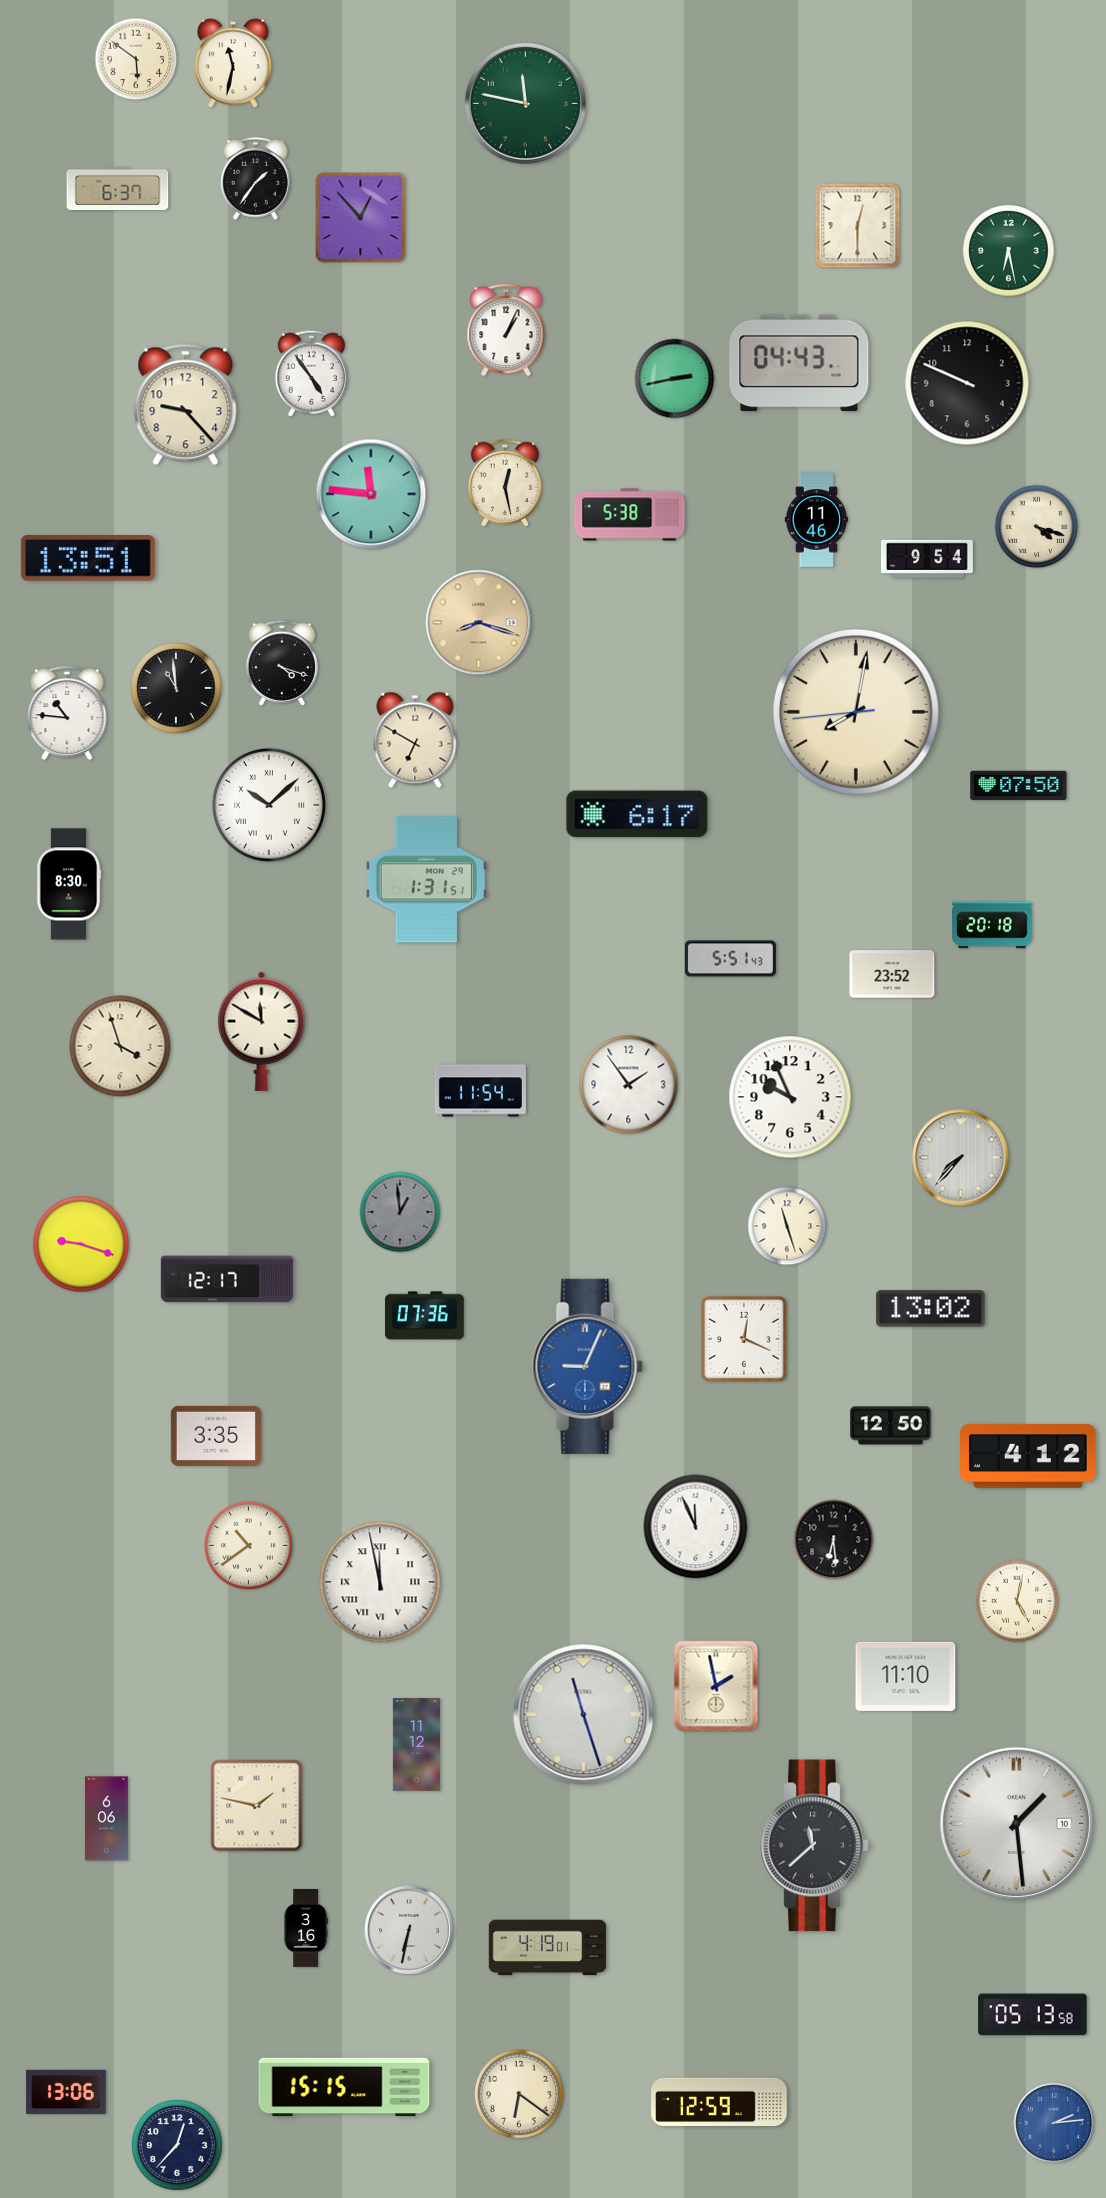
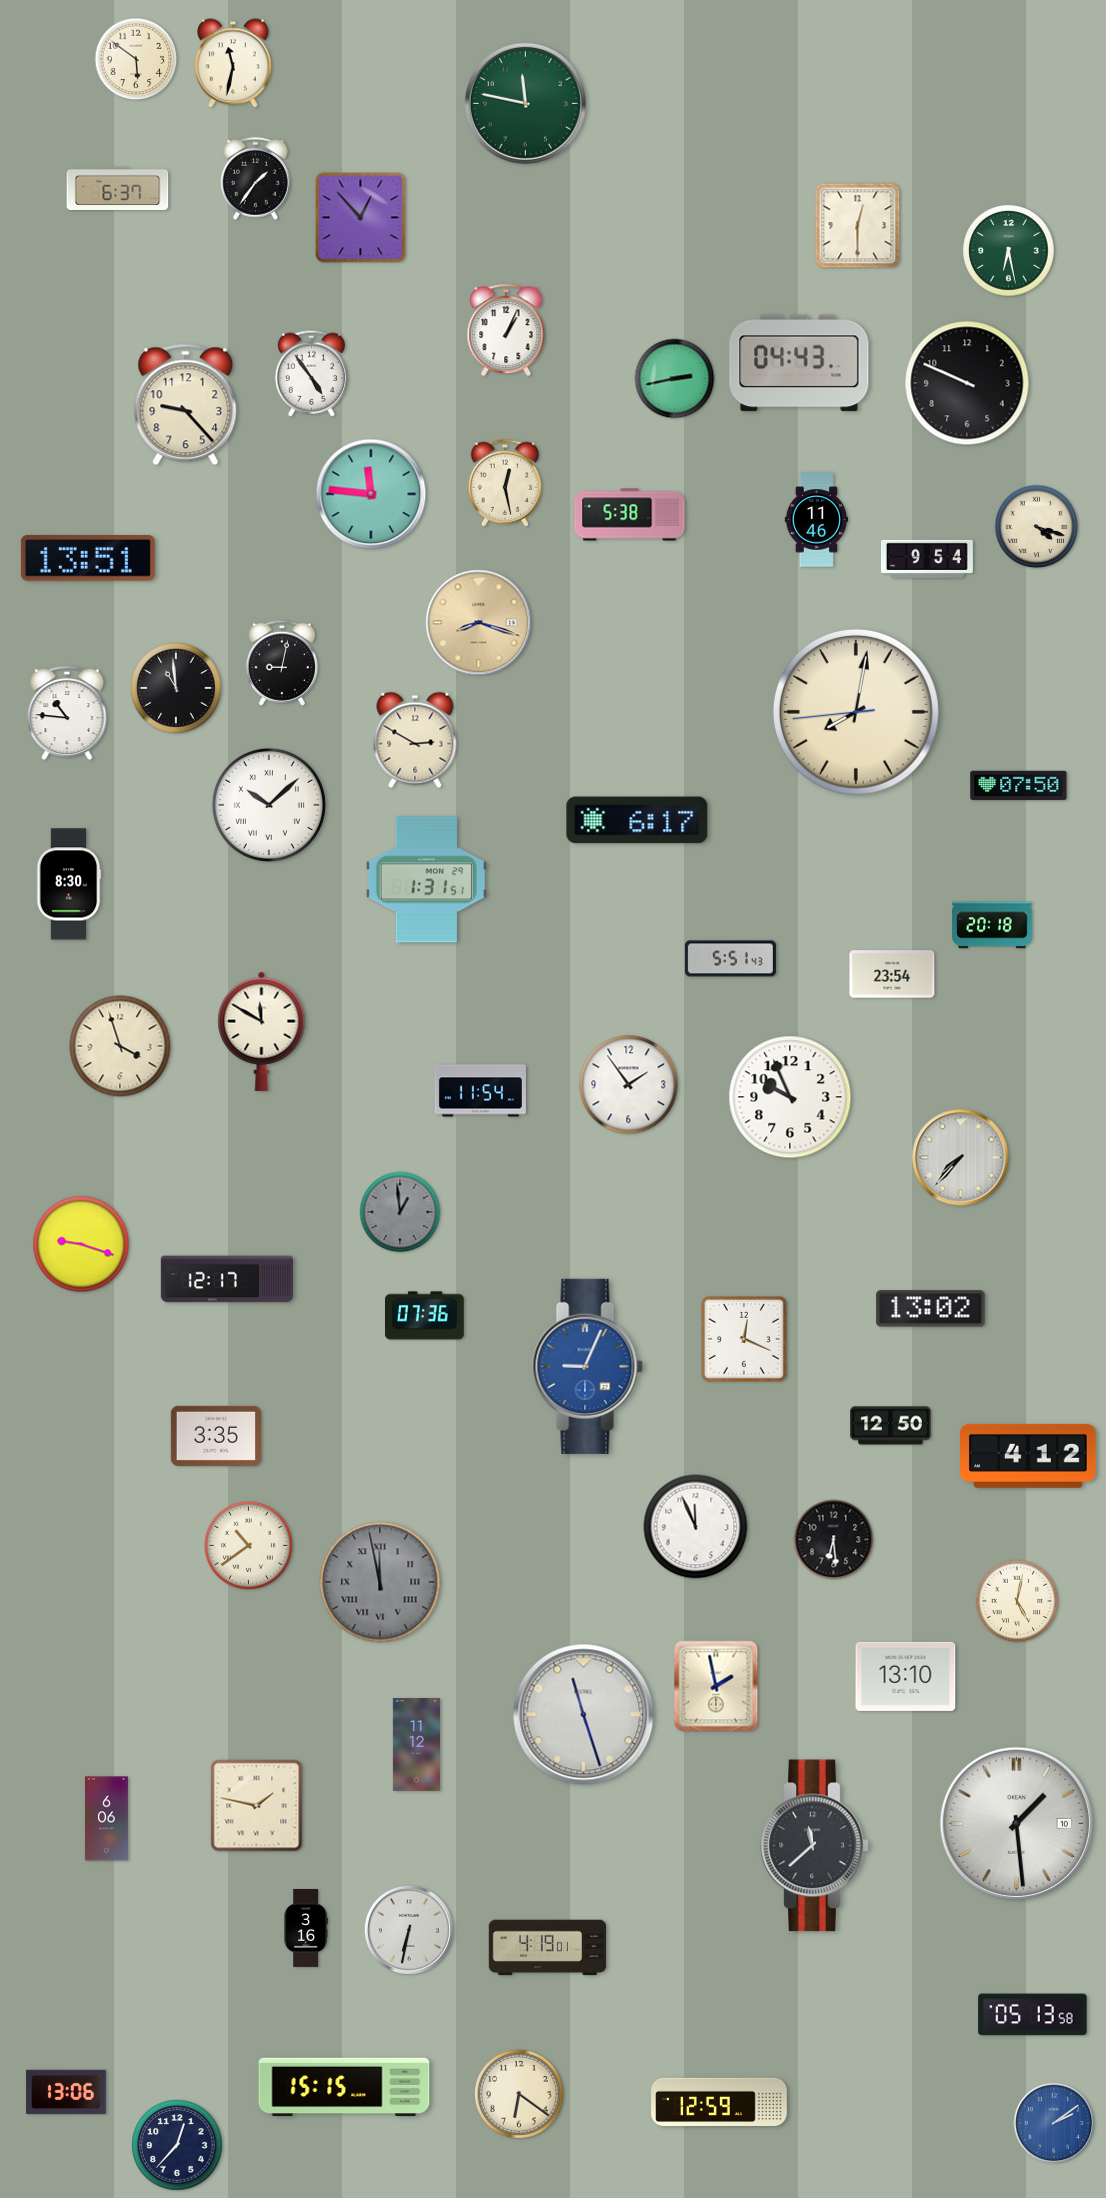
clock at (282, 663): 4:18 -> 9:02
clock at (415, 740): 6:50 -> 2:50
clock at (637, 814) position: (637, 814) -> (637, 820)
clock at (892, 974): 23:52 -> 23:54
clock at (787, 1226): 11:27 -> none
clock at (380, 1582) dial: white -> grey
clock at (906, 1676): 11:10 -> 13:10
clock at (1054, 2123): 2:14 -> 2:09
